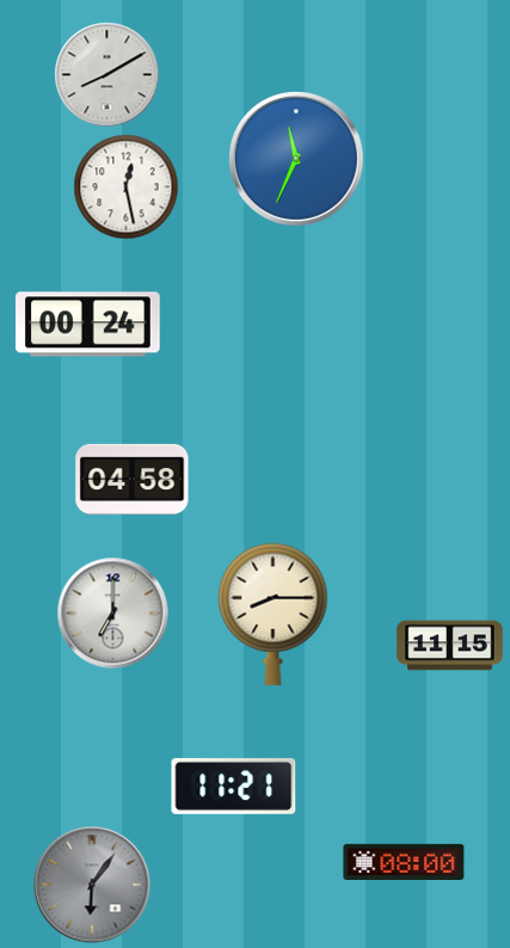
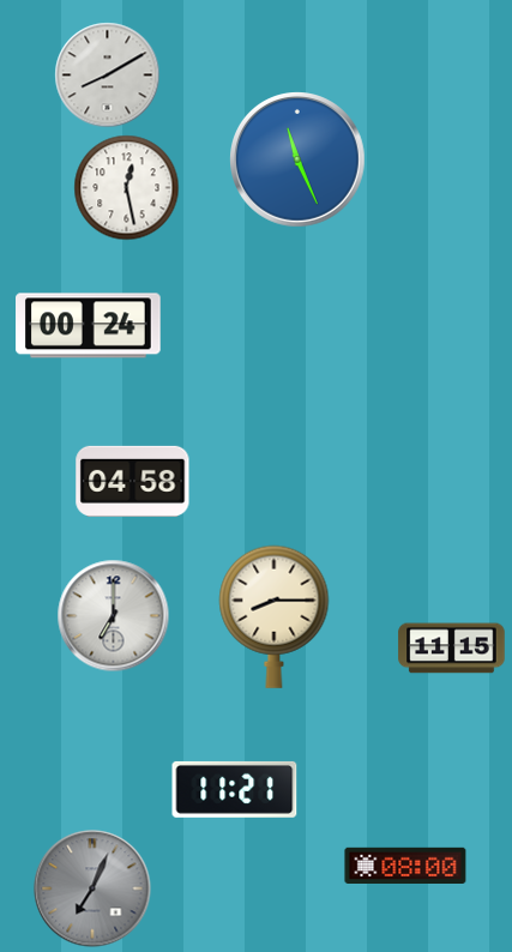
clock at (297, 160): 11:34 -> 11:26
clock at (92, 885): 6:06 -> 7:04
